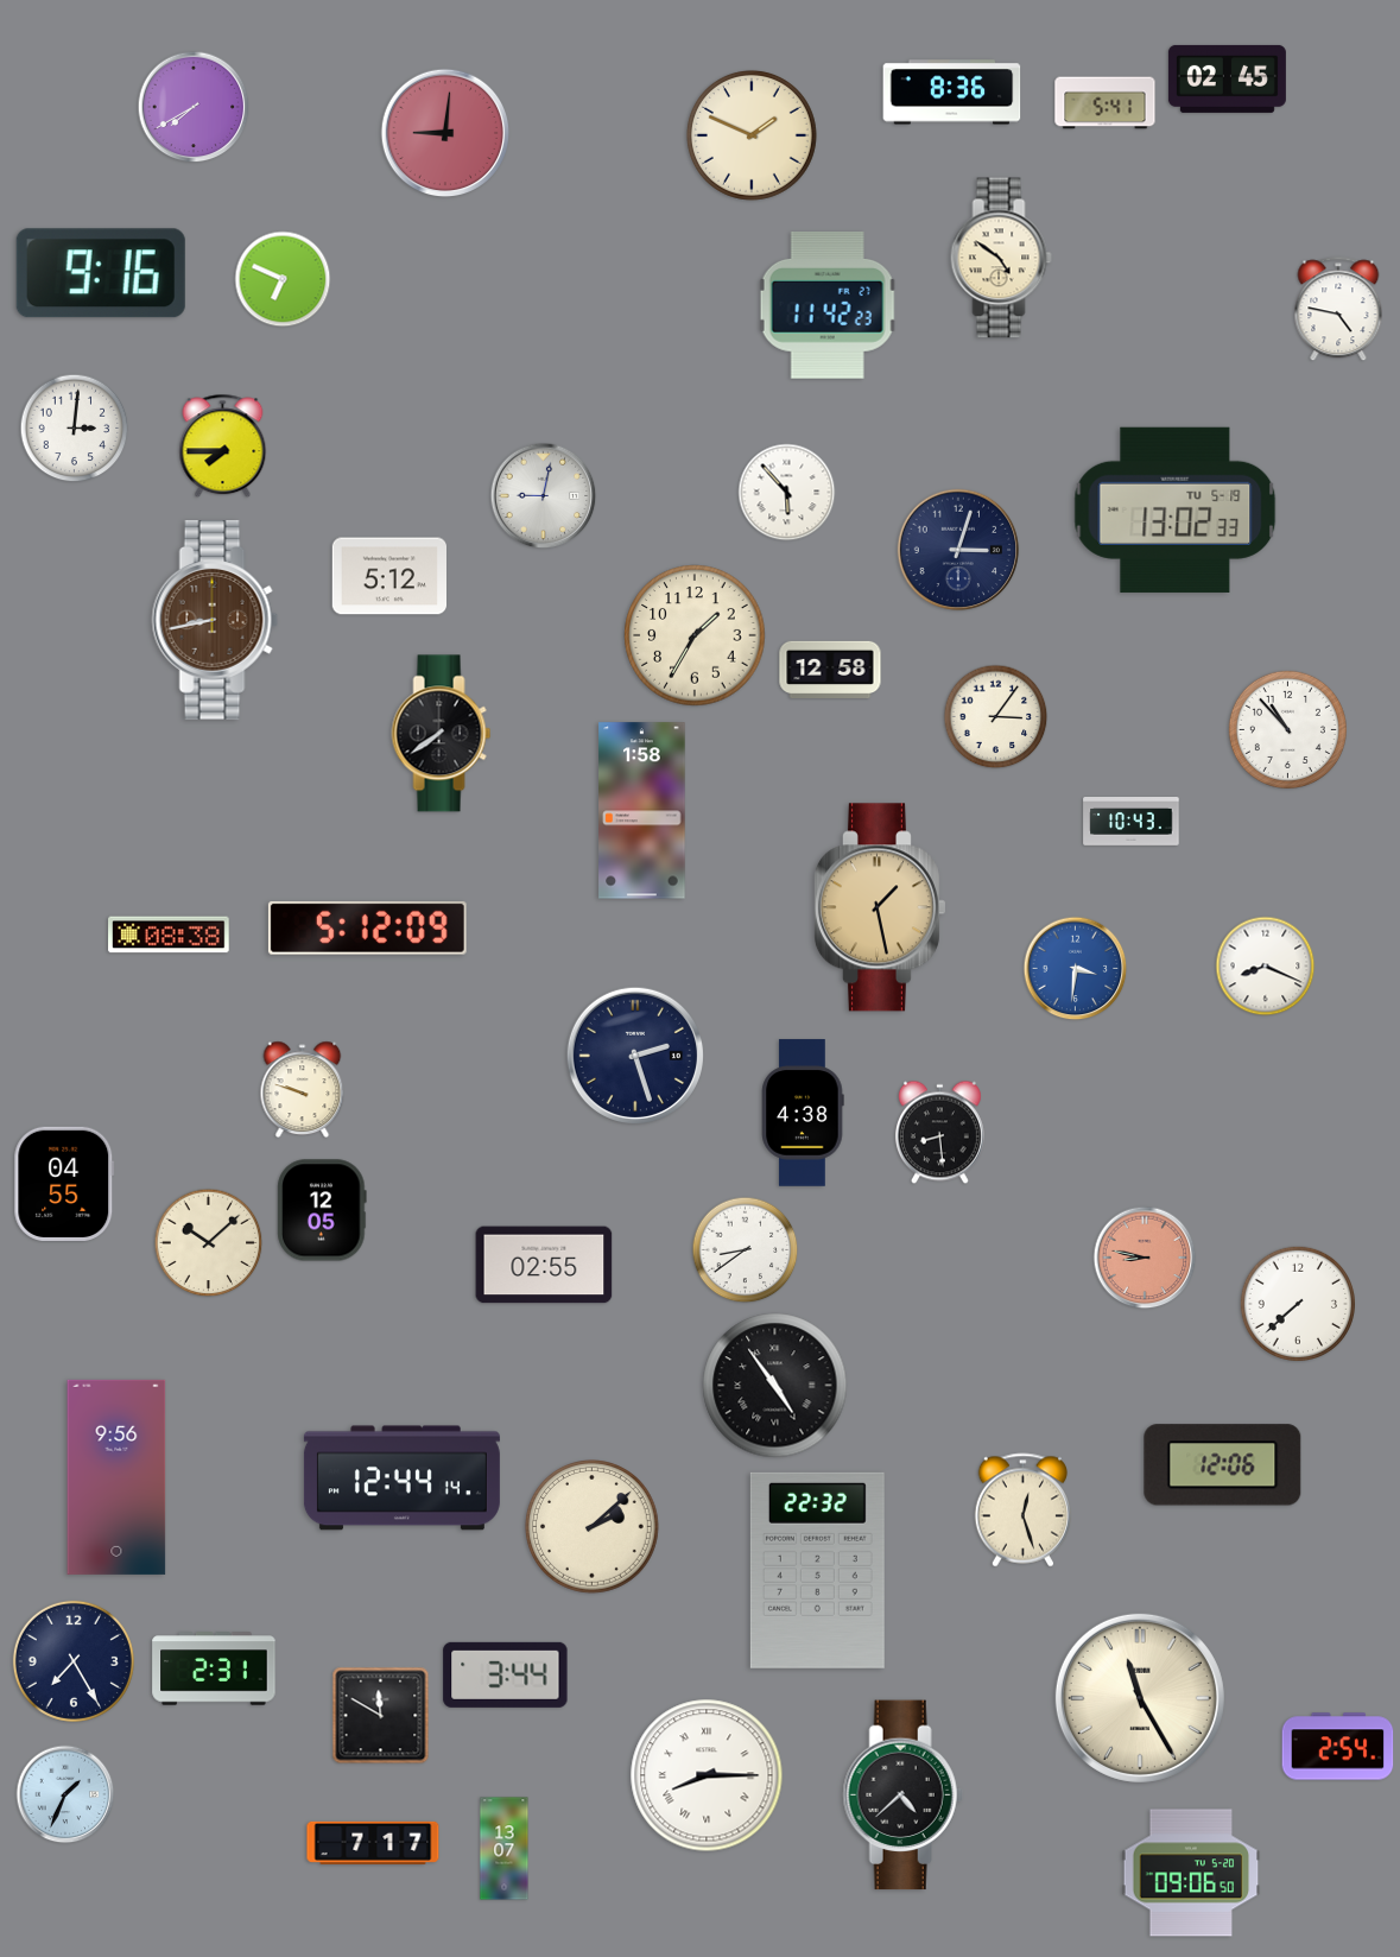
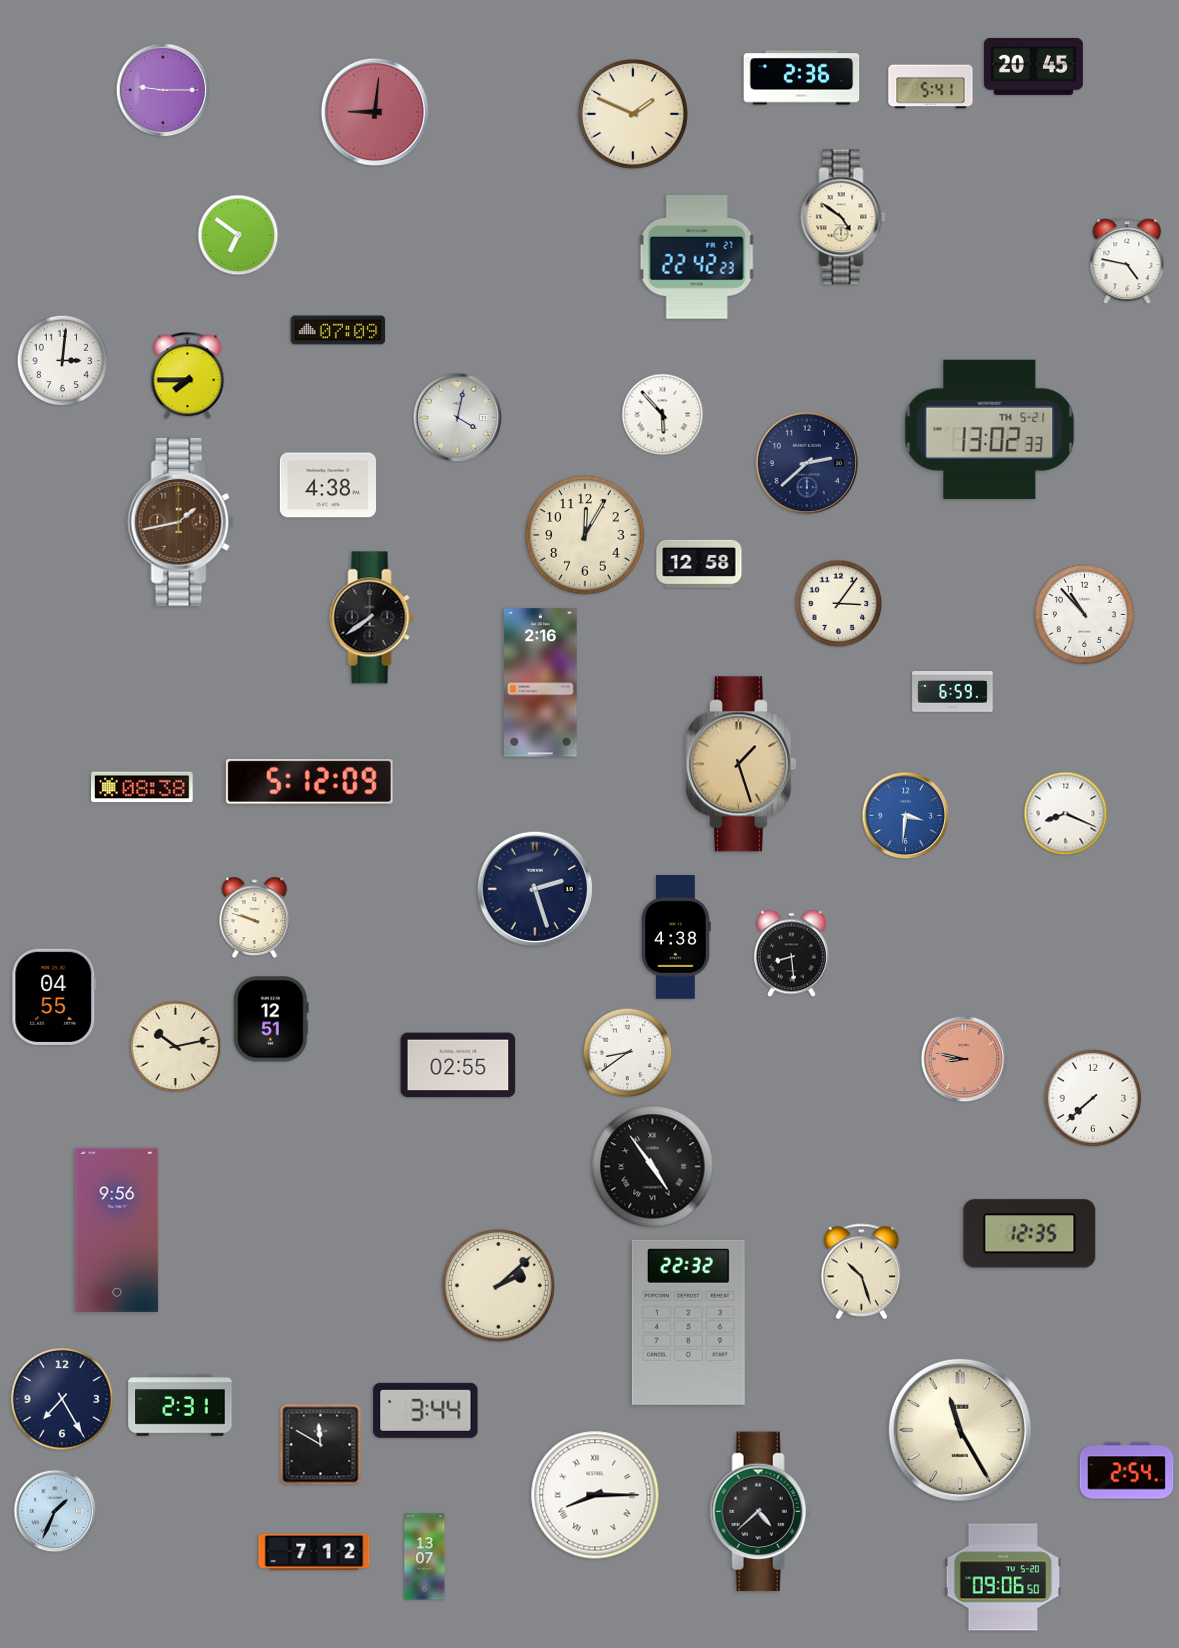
clock at (1227, 78): 02:45 -> 20:45
clock at (952, 93): 8:36 -> 2:36
clock at (194, 107): 7:40 -> 9:15
clock at (101, 273): 9:16 -> none
clock at (283, 279): 6:49 -> 6:51
clock at (828, 305): 11:42 -> 22:42
clock at (338, 330): none -> 07:09
clock at (544, 496): 9:02 -> 4:02
clock at (1176, 509) date: TU 5-19 -> TH 5-21
clock at (958, 550): 3:03 -> 2:38
clock at (388, 576): 5:12 -> 4:38
clock at (215, 621): 8:43 -> 1:43
clock at (695, 635): 1:35 -> 12:05
clock at (642, 811): 1:58 -> 2:16
clock at (1132, 822): 10:43 -> 6:59
clock at (879, 907): 1:28 -> 1:27
clock at (322, 1210): 12:05 -> 12:51
clock at (209, 1243): 10:08 -> 10:13
clock at (1223, 1465): 12:06 -> 12:35
clock at (116, 1477) position: (116, 1477) -> (117, 1230)
clock at (401, 1478): 12:44 -> none
clock at (1022, 1510): 12:27 -> 10:27
clock at (373, 1843): 7:17 -> 7:12
